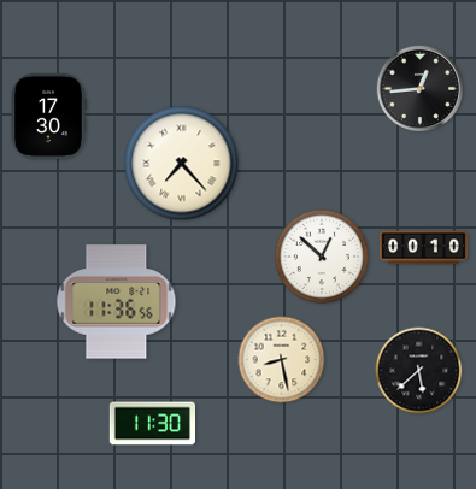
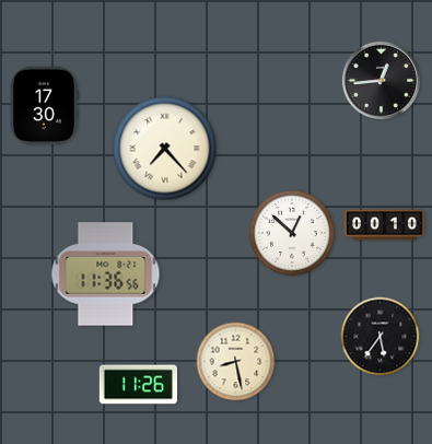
clock at (282, 360) position: (282, 360) -> (236, 362)
clock at (419, 371): 5:38 -> 5:36
clock at (152, 424): 11:30 -> 11:26
